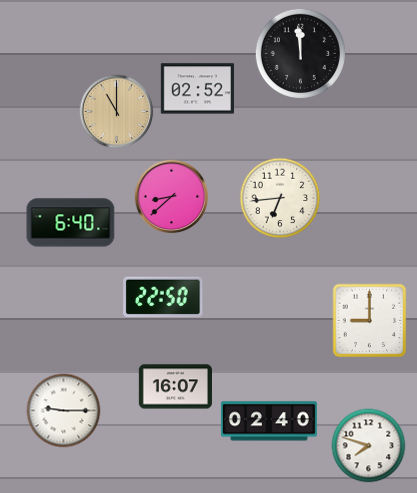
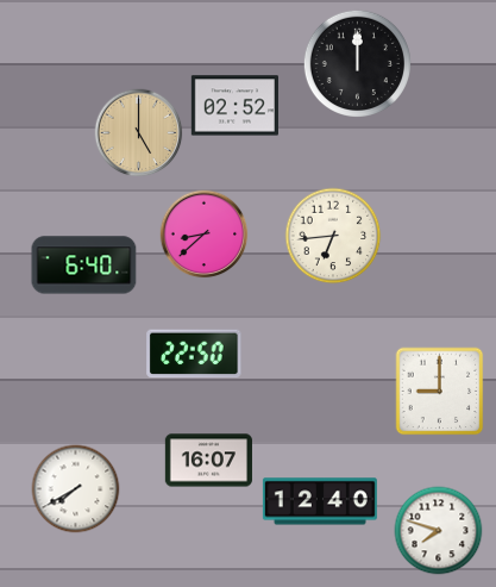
clock at (300, 53): 11:59 -> 12:00
clock at (117, 112): 11:00 -> 5:00
clock at (370, 321) position: (370, 321) -> (440, 392)
clock at (64, 411): 9:15 -> 7:40
clock at (269, 421): 02:40 -> 12:40
